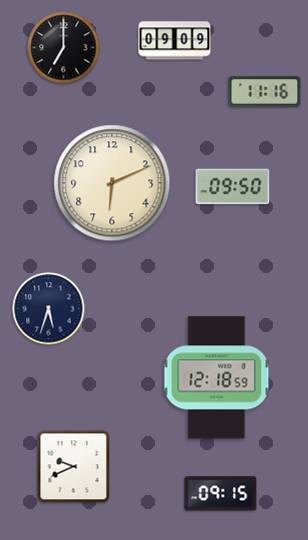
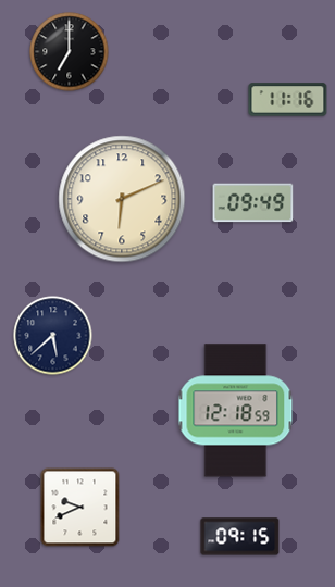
clock at (175, 41): 09:09 -> none
clock at (233, 187): 09:50 -> 09:49
clock at (49, 309): 5:33 -> 5:38
